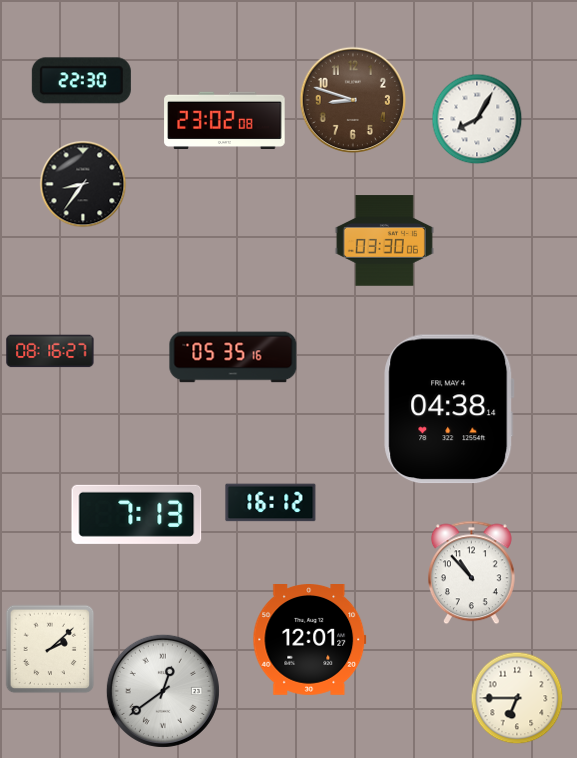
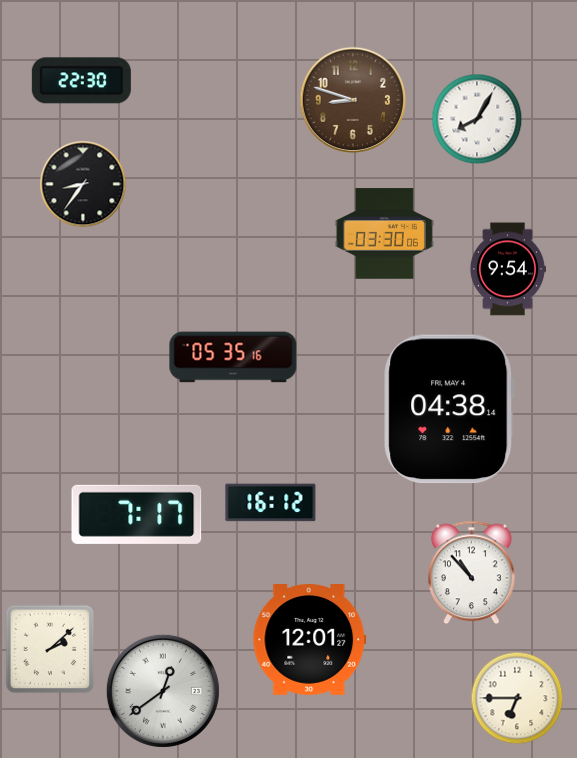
clock at (225, 121): 23:02 -> none
clock at (384, 241) position: (384, 241) -> (384, 234)
clock at (507, 269): none -> 9:54
clock at (50, 351): 08:16 -> none
clock at (137, 514): 7:13 -> 7:17
